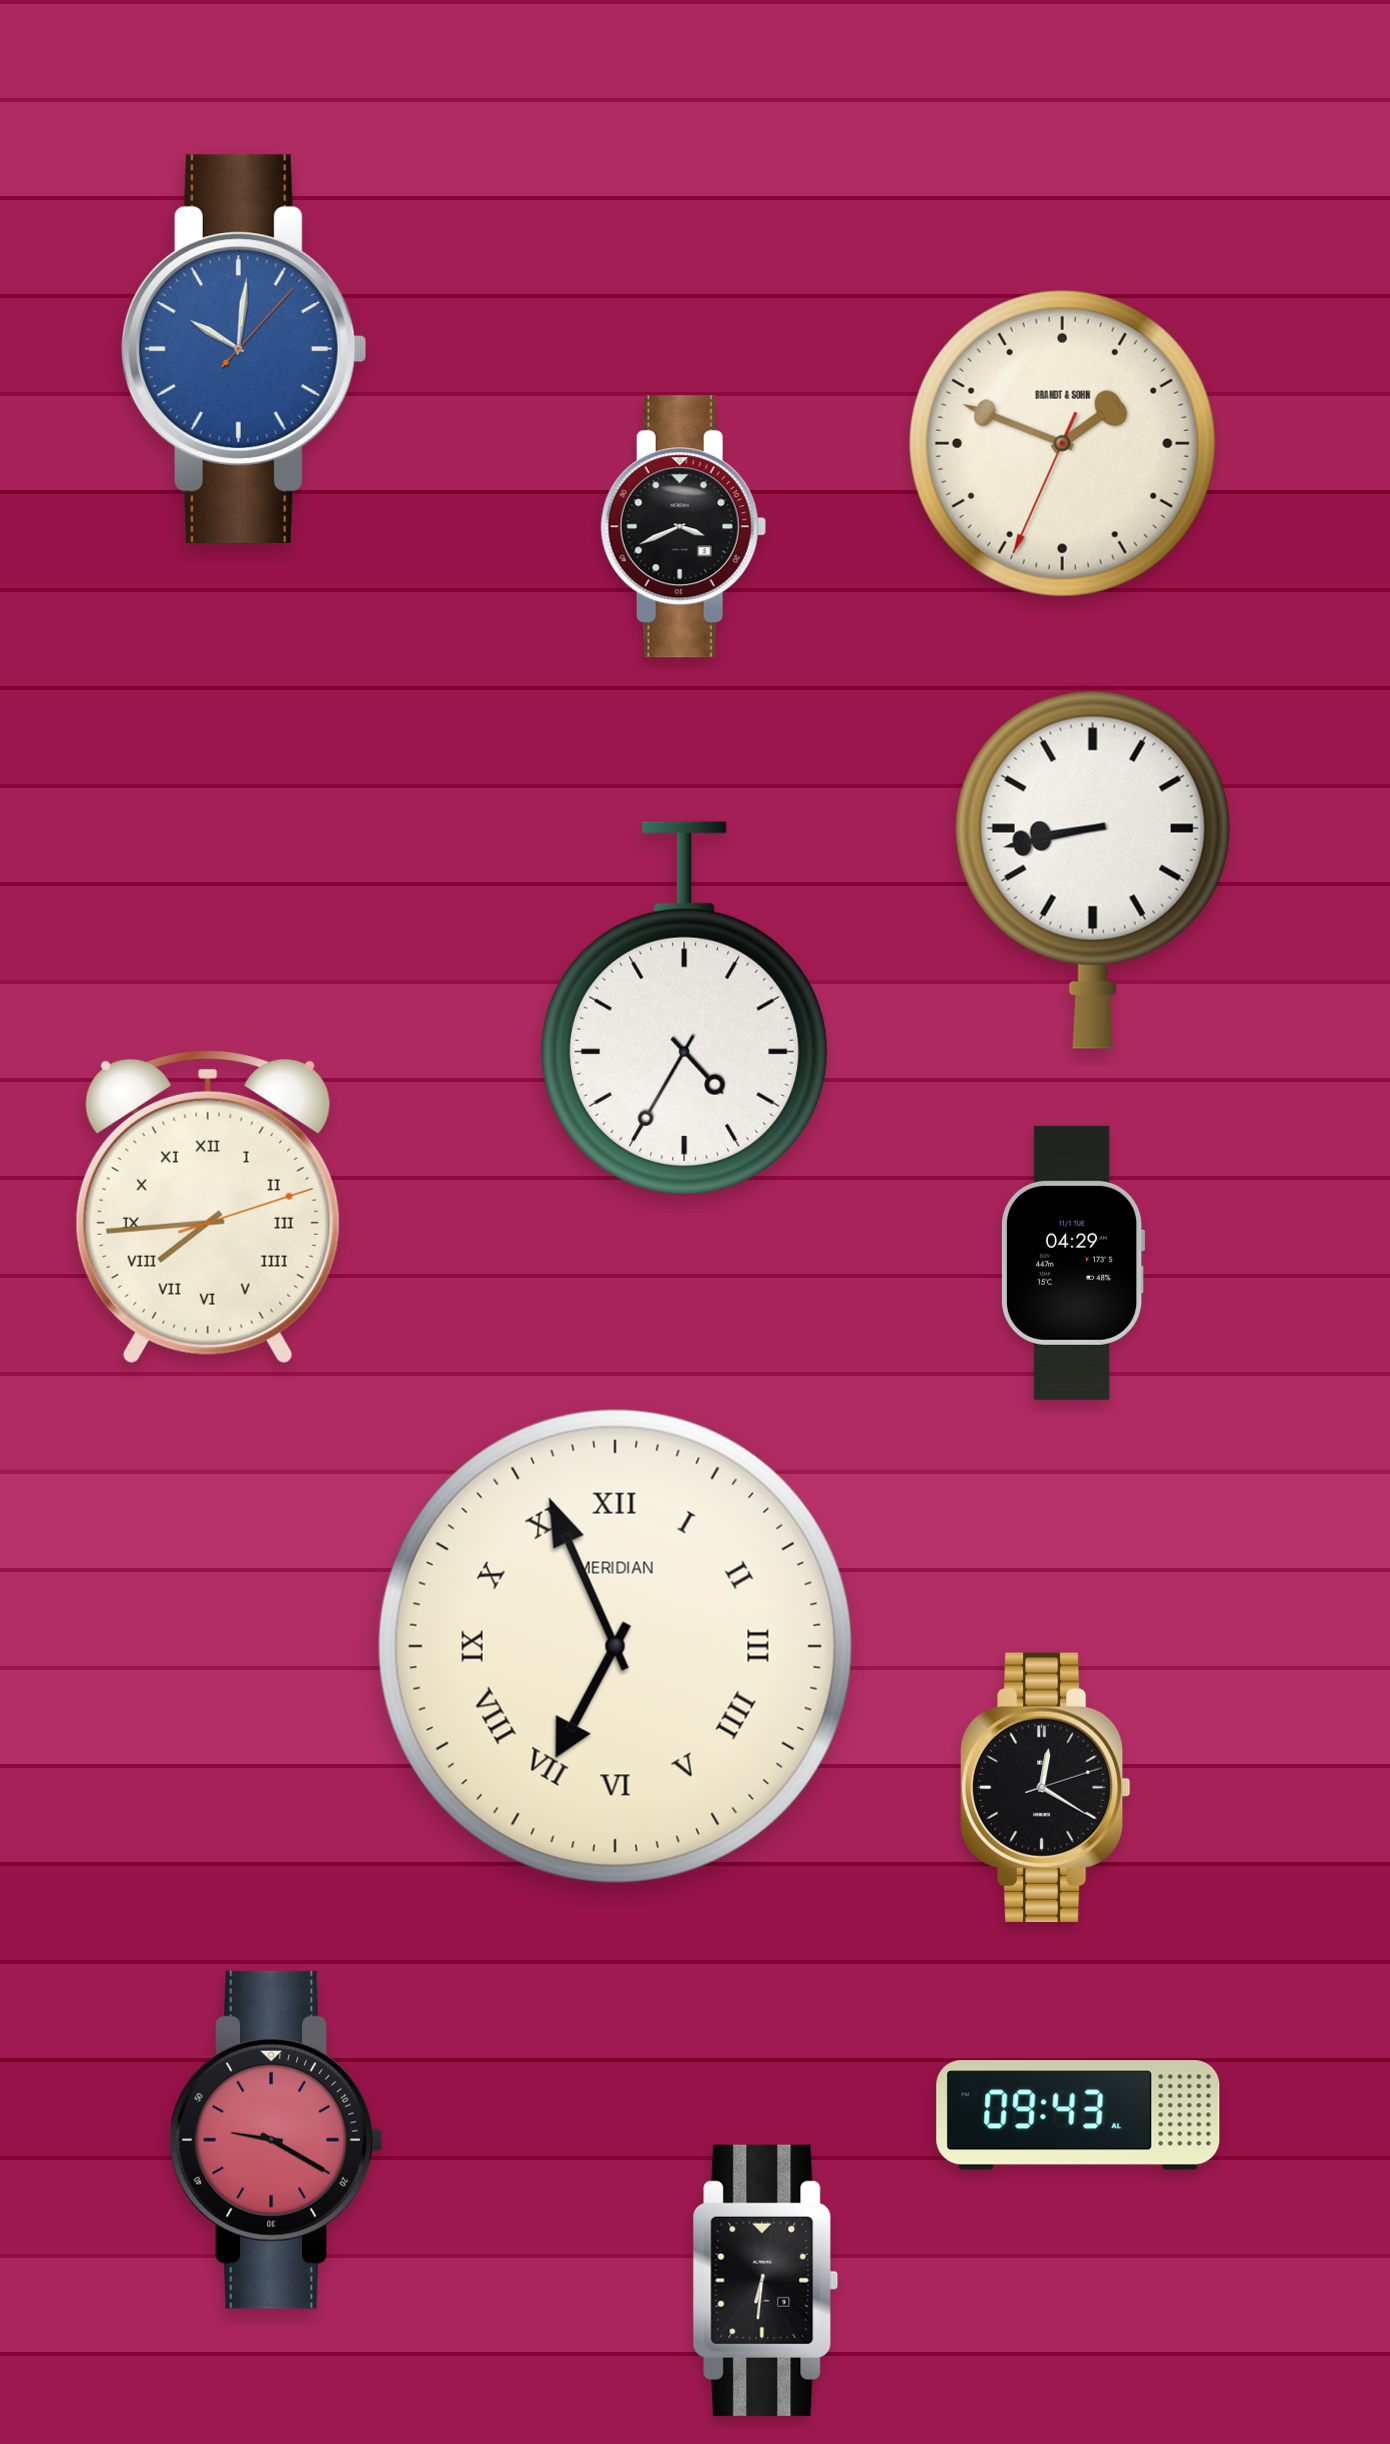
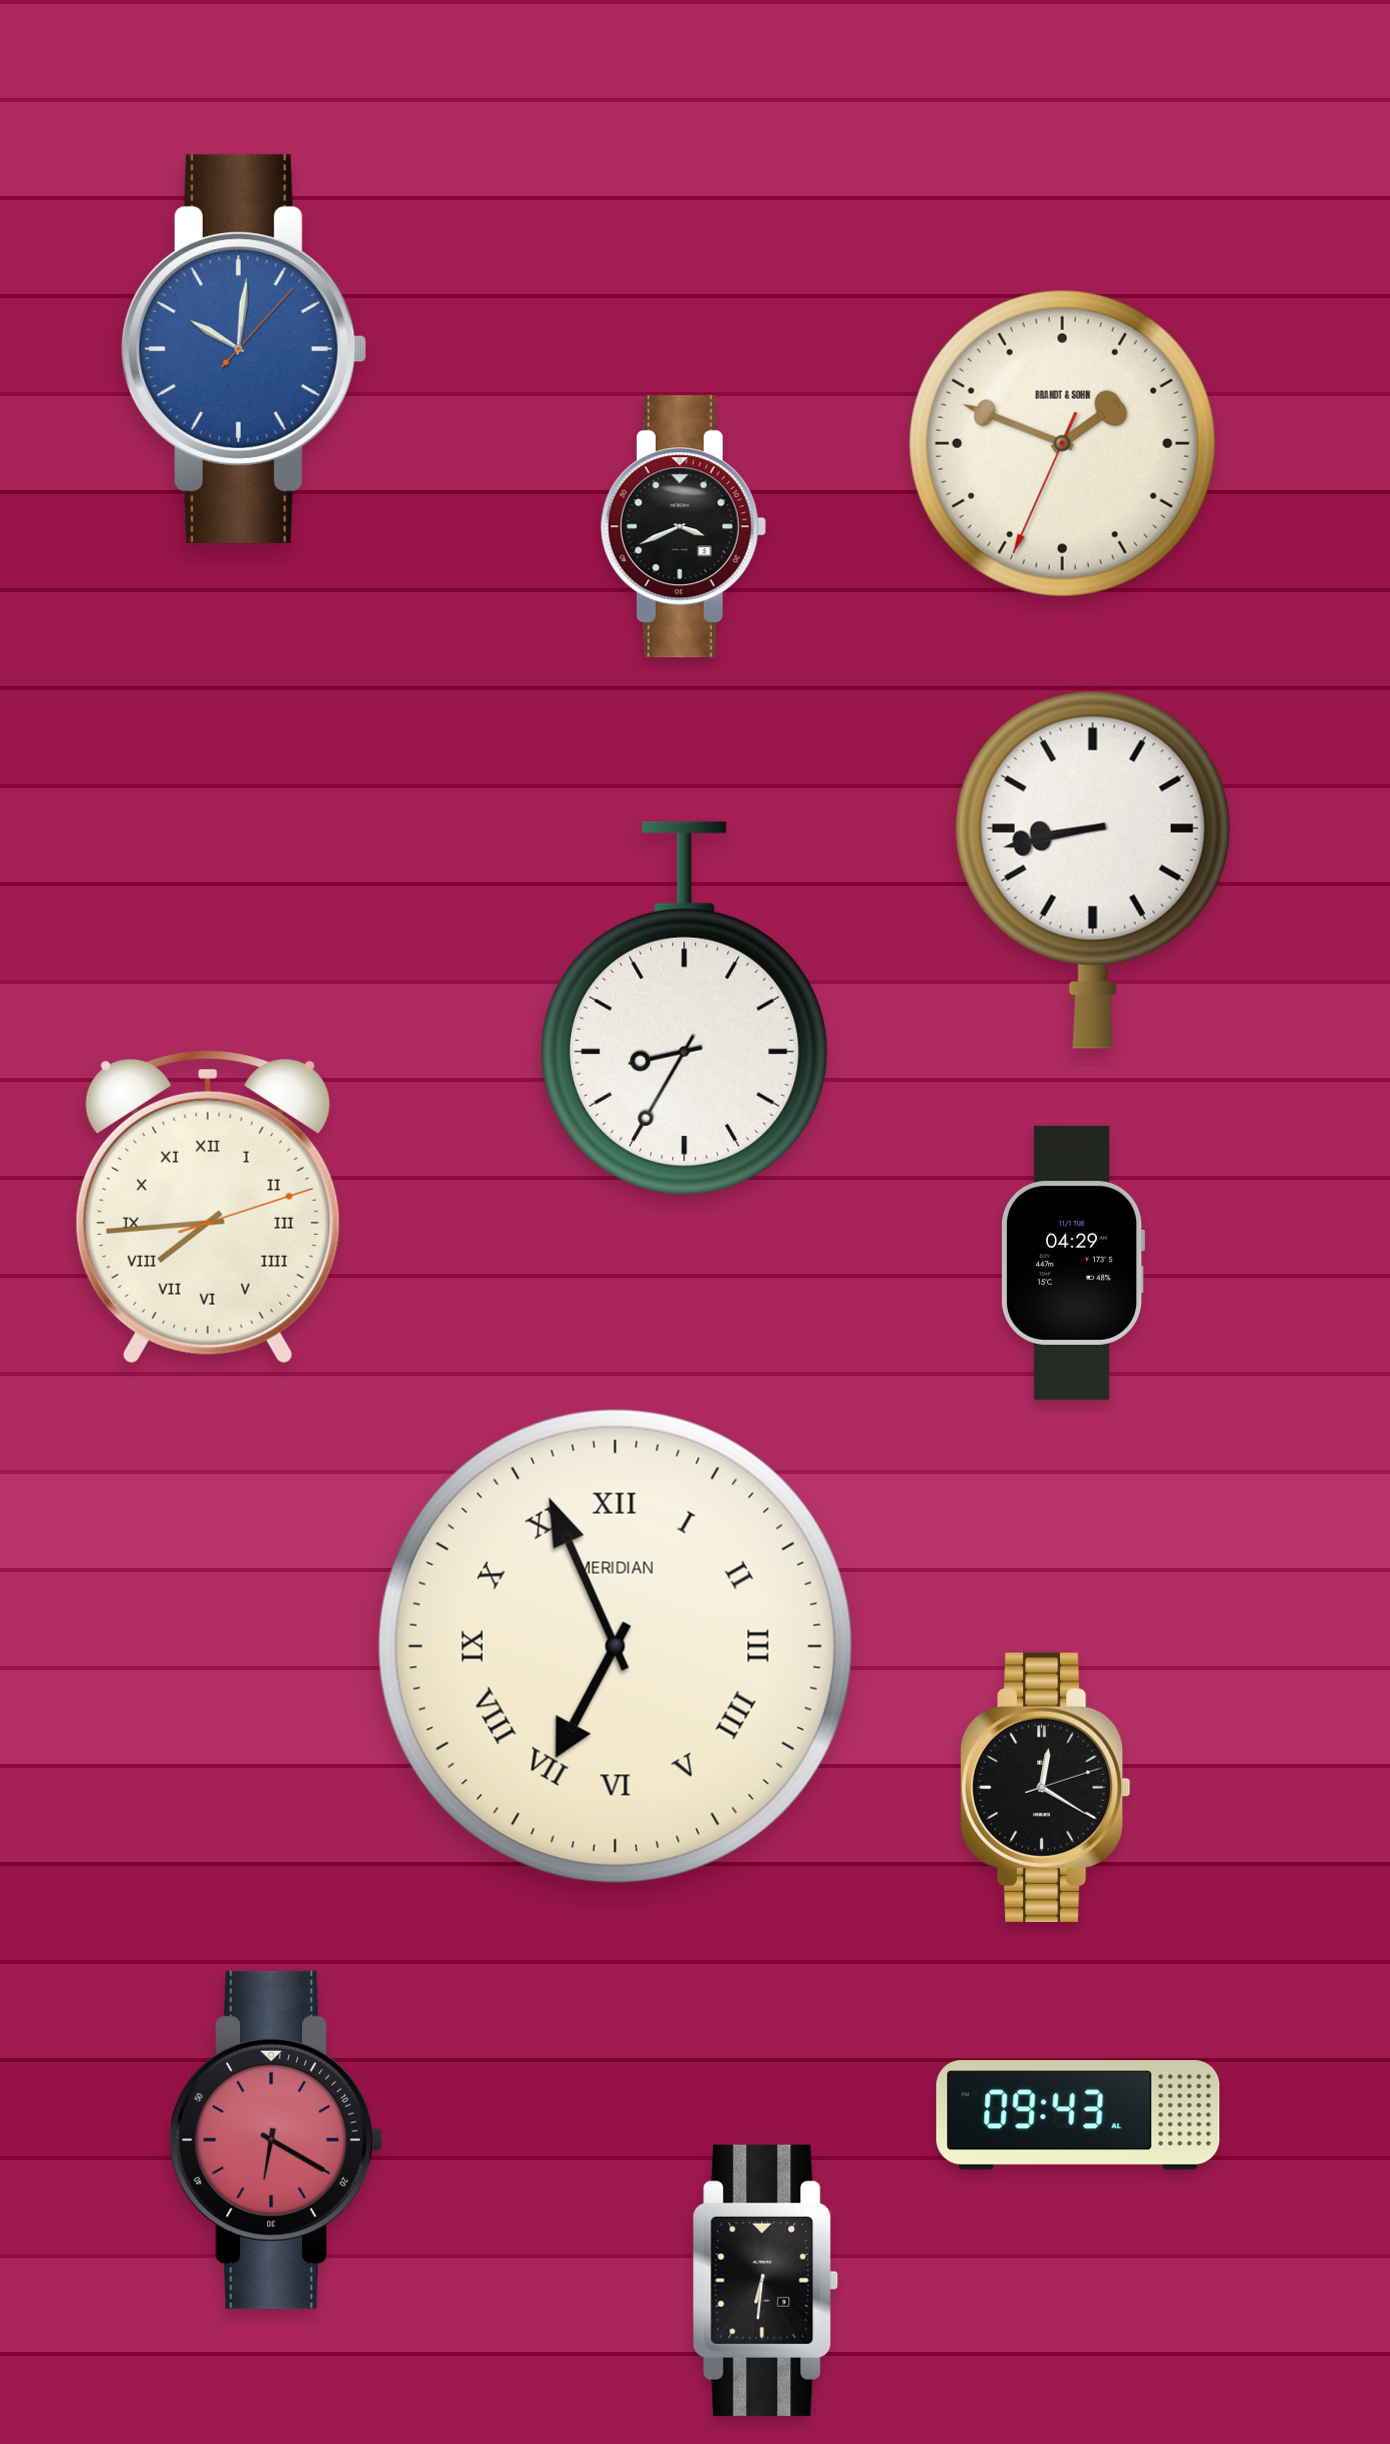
clock at (684, 1008): 4:35 -> 8:35
clock at (276, 2140): 9:20 -> 6:20
